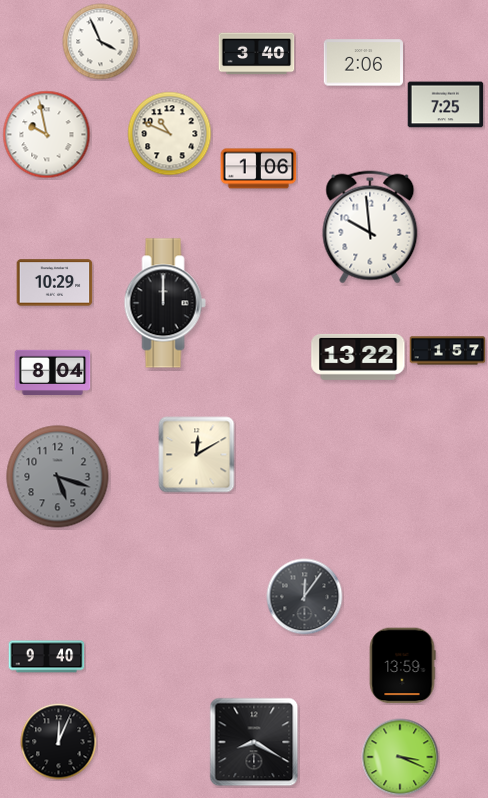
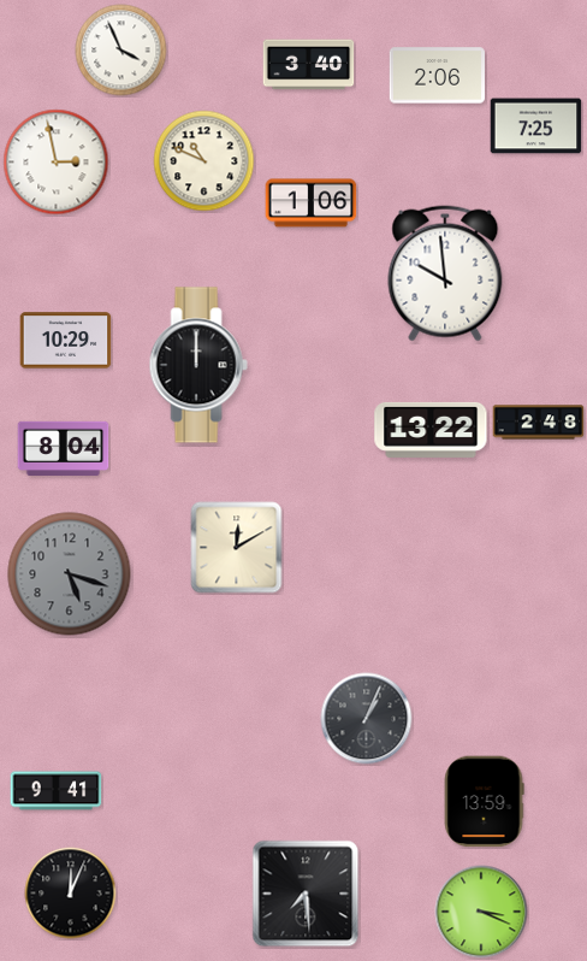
clock at (47, 135): 9:58 -> 2:58
clock at (448, 351): 1:57 -> 2:48
clock at (305, 597): 12:06 -> 1:04
clock at (47, 657): 9:40 -> 9:41
clock at (254, 742): 8:20 -> 7:29
